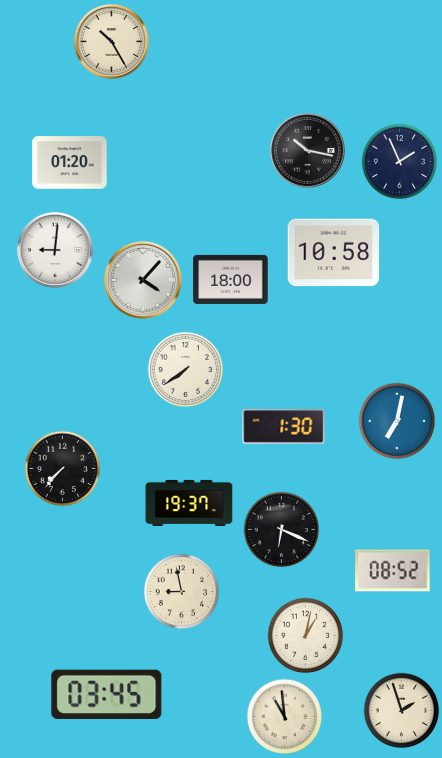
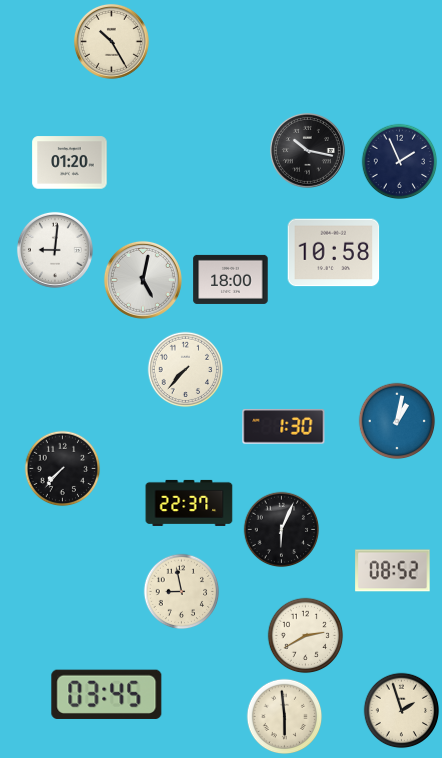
clock at (143, 280): 4:07 -> 5:02
clock at (186, 370): 7:39 -> 7:37
clock at (397, 421): 7:02 -> 1:02
clock at (189, 503): 19:37 -> 22:37
clock at (282, 530): 6:19 -> 6:04
clock at (306, 636): 1:02 -> 2:40
clock at (285, 717): 10:59 -> 5:59
